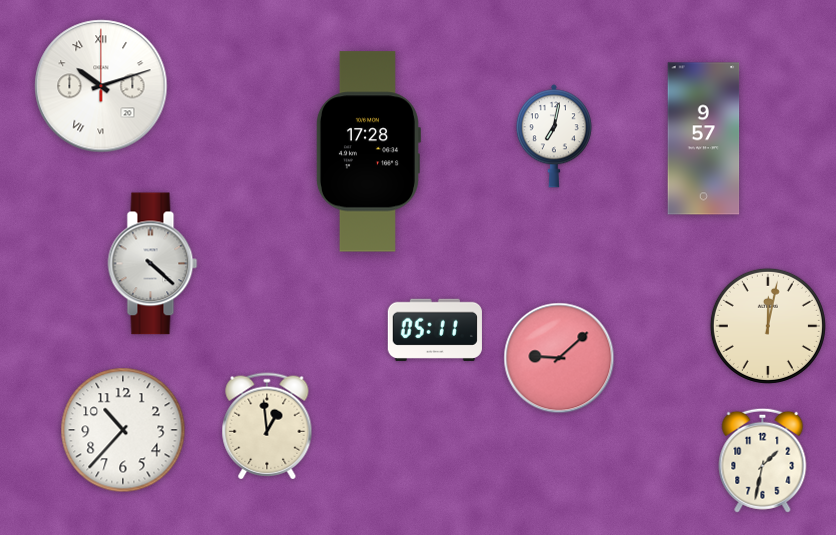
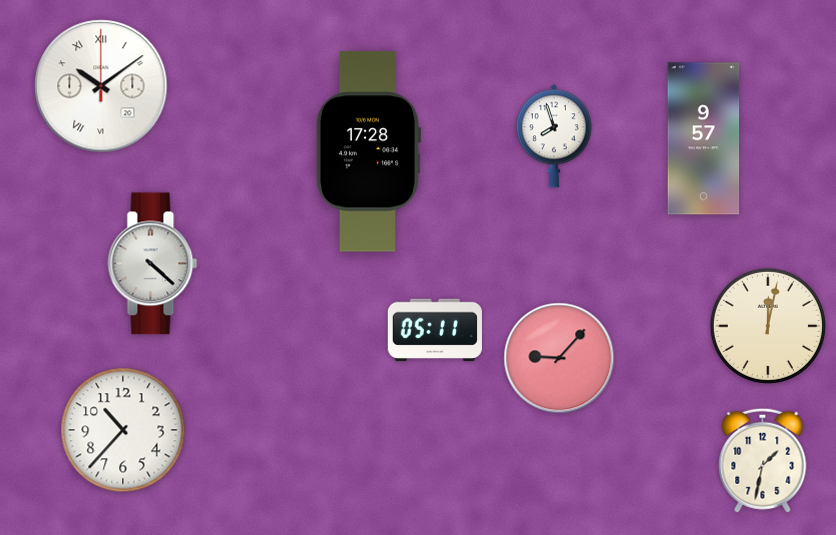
clock at (101, 86): 10:12 -> 10:09
clock at (554, 136): 7:02 -> 7:57
clock at (559, 358): 9:08 -> 9:07
clock at (267, 426): 12:59 -> none
